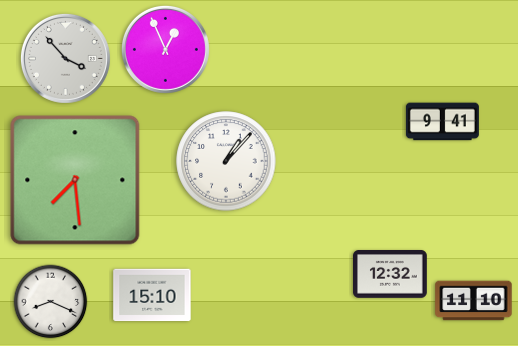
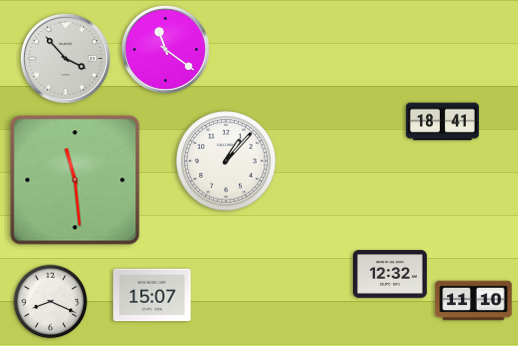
clock at (165, 49): 12:56 -> 11:21
clock at (442, 122): 9:41 -> 18:41
clock at (75, 180): 7:29 -> 11:29
clock at (152, 295): 15:10 -> 15:07
